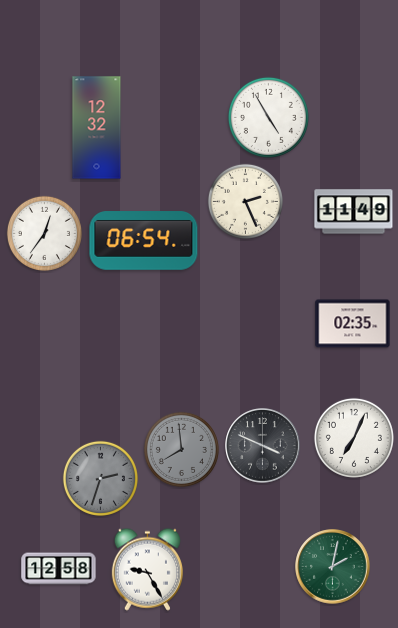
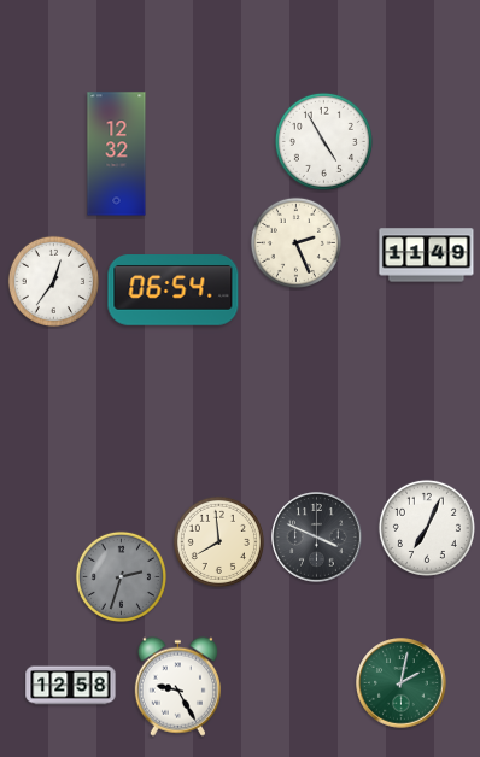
clock at (353, 324): 02:35 -> none
clock at (181, 449) dial: grey -> cream
